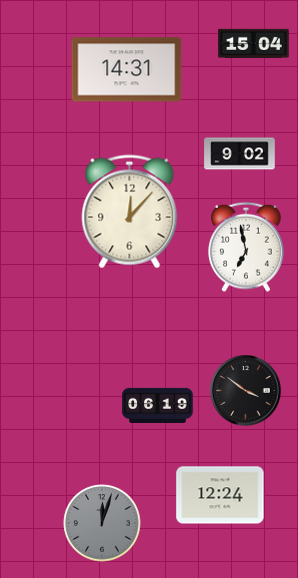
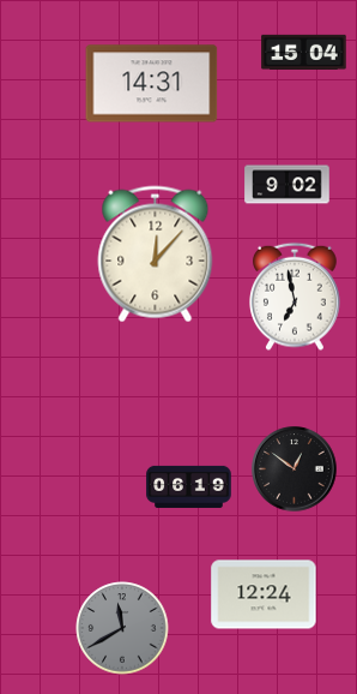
clock at (246, 391): 3:51 -> 12:51
clock at (102, 523): 12:03 -> 11:40
